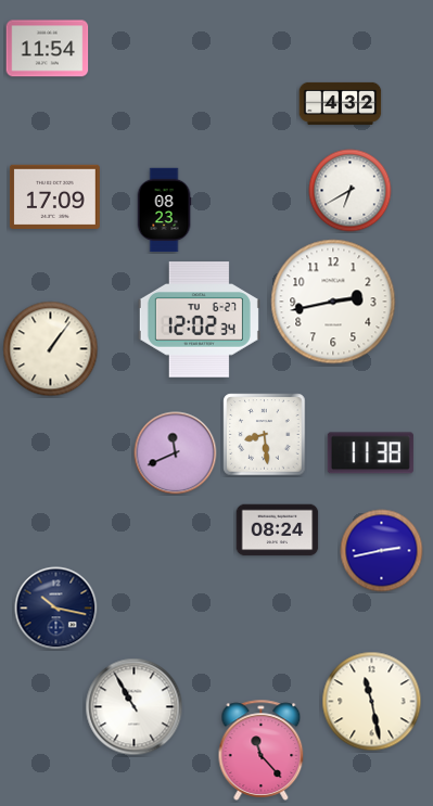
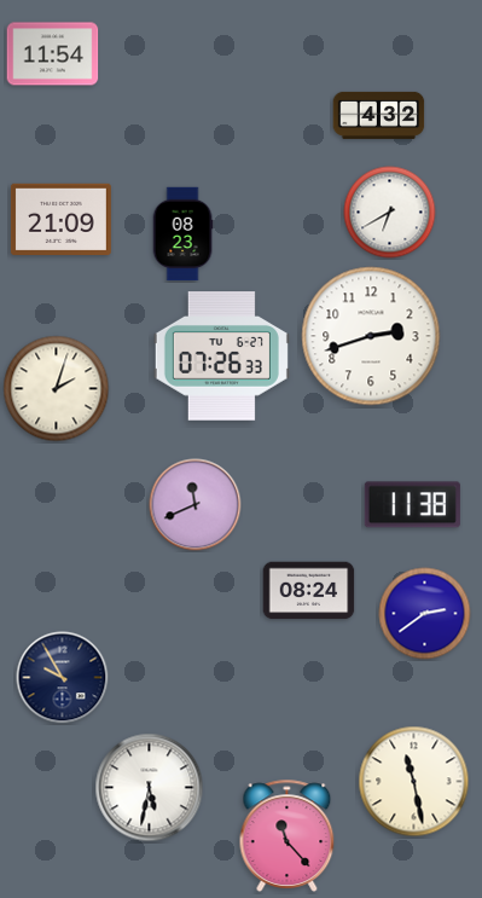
clock at (54, 196): 17:09 -> 21:09
clock at (333, 302): 2:43 -> 2:42
clock at (199, 320): 12:02 -> 07:26
clock at (51, 349): 1:06 -> 2:03
clock at (265, 435): 8:29 -> none
clock at (382, 551): 2:43 -> 2:39
clock at (56, 609): 10:17 -> 9:55
clock at (135, 707): 10:55 -> 5:32
clock at (262, 750) position: (262, 750) -> (288, 835)
